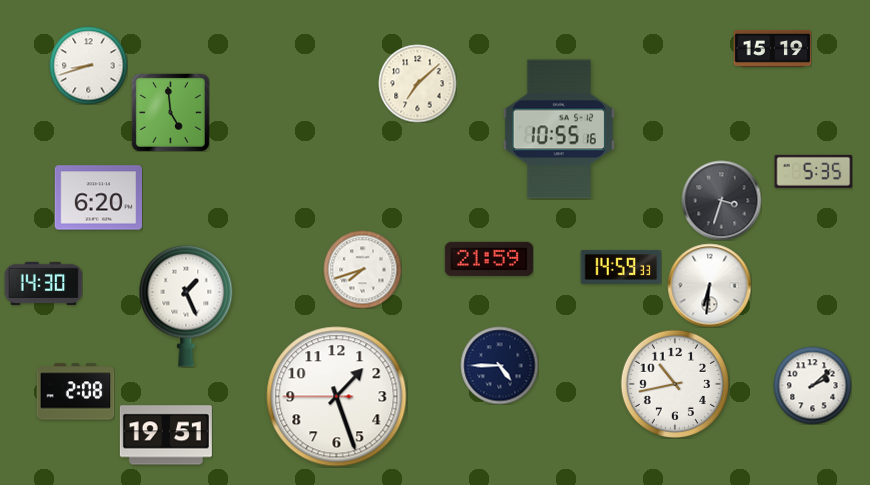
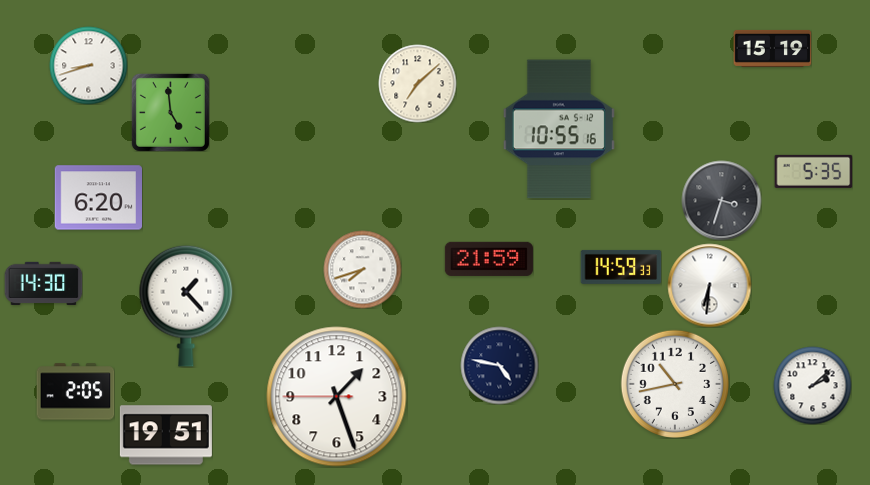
clock at (186, 306): 1:26 -> 1:23
clock at (499, 365): 4:45 -> 4:47
clock at (75, 392): 2:08 -> 2:05
